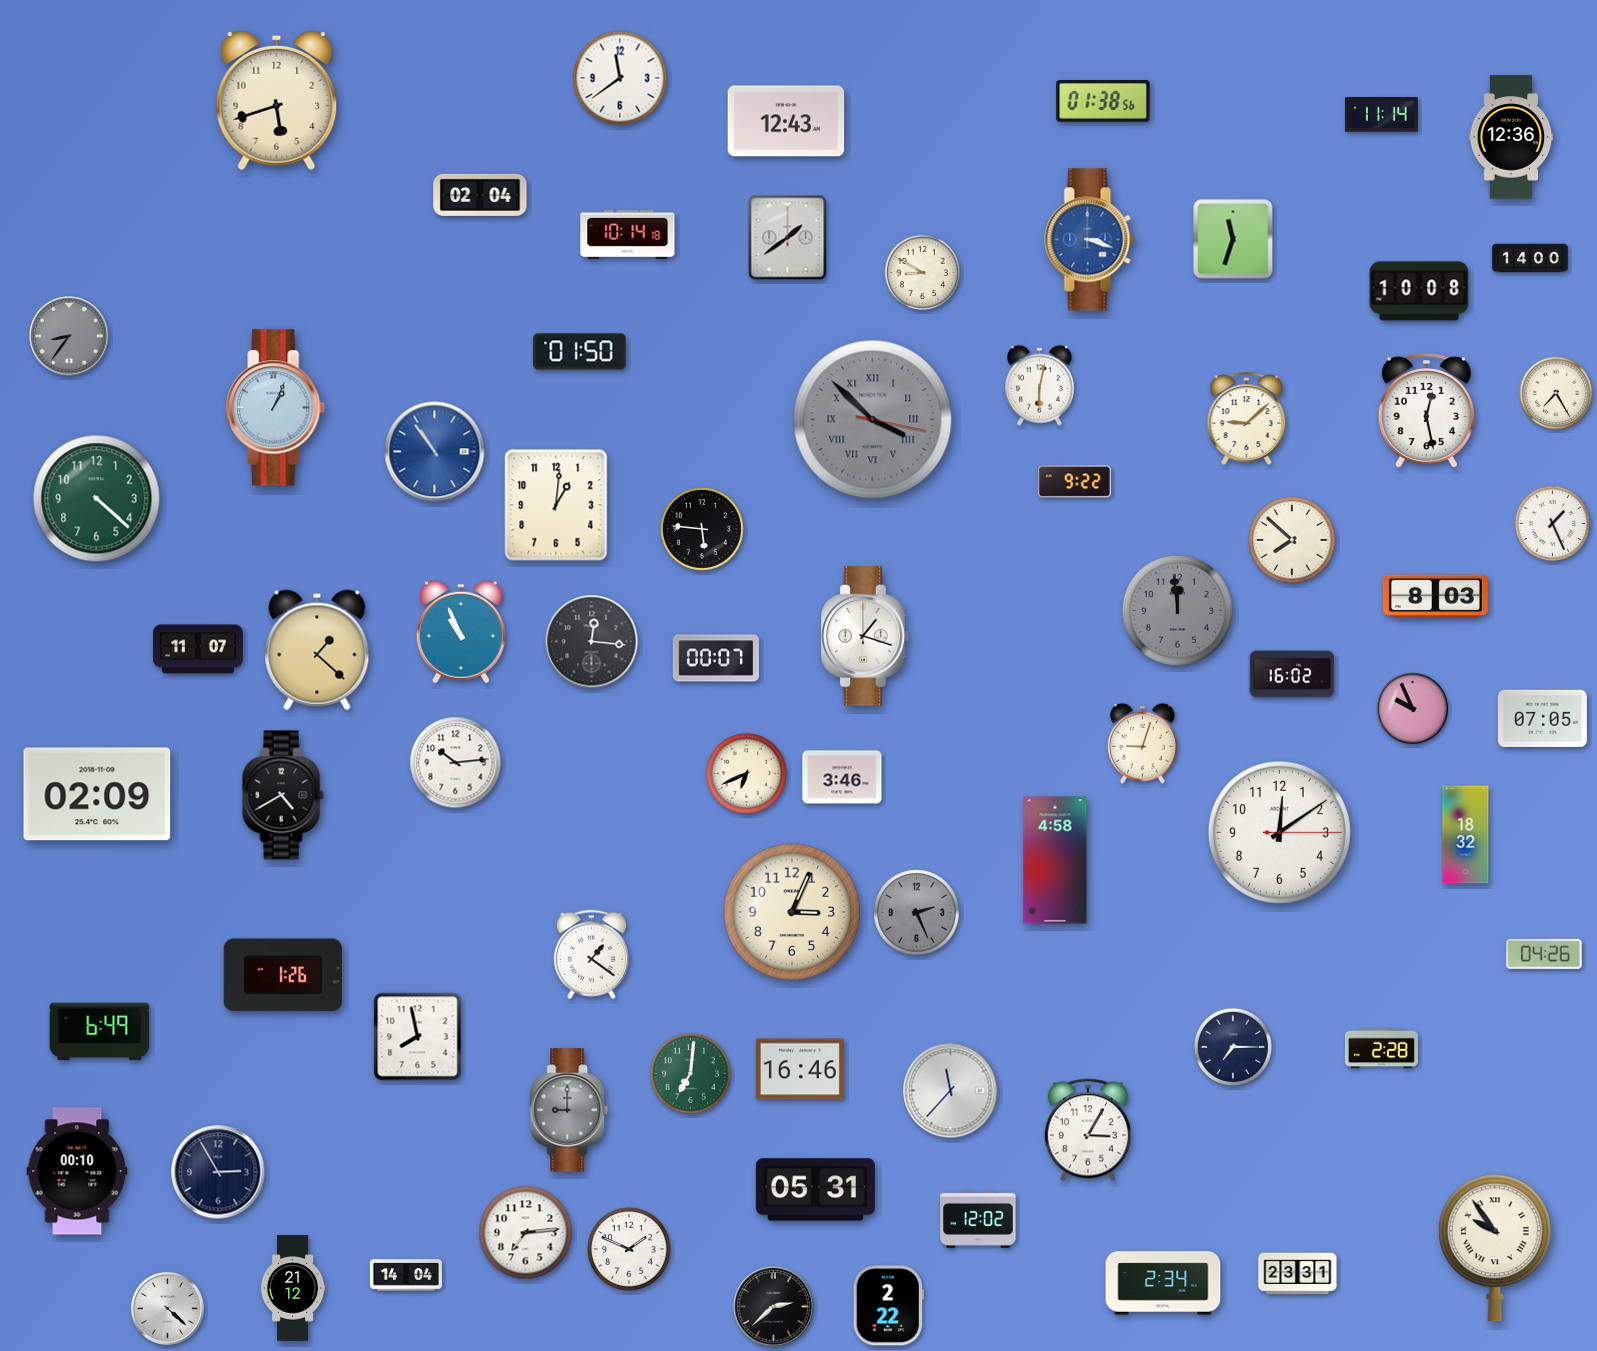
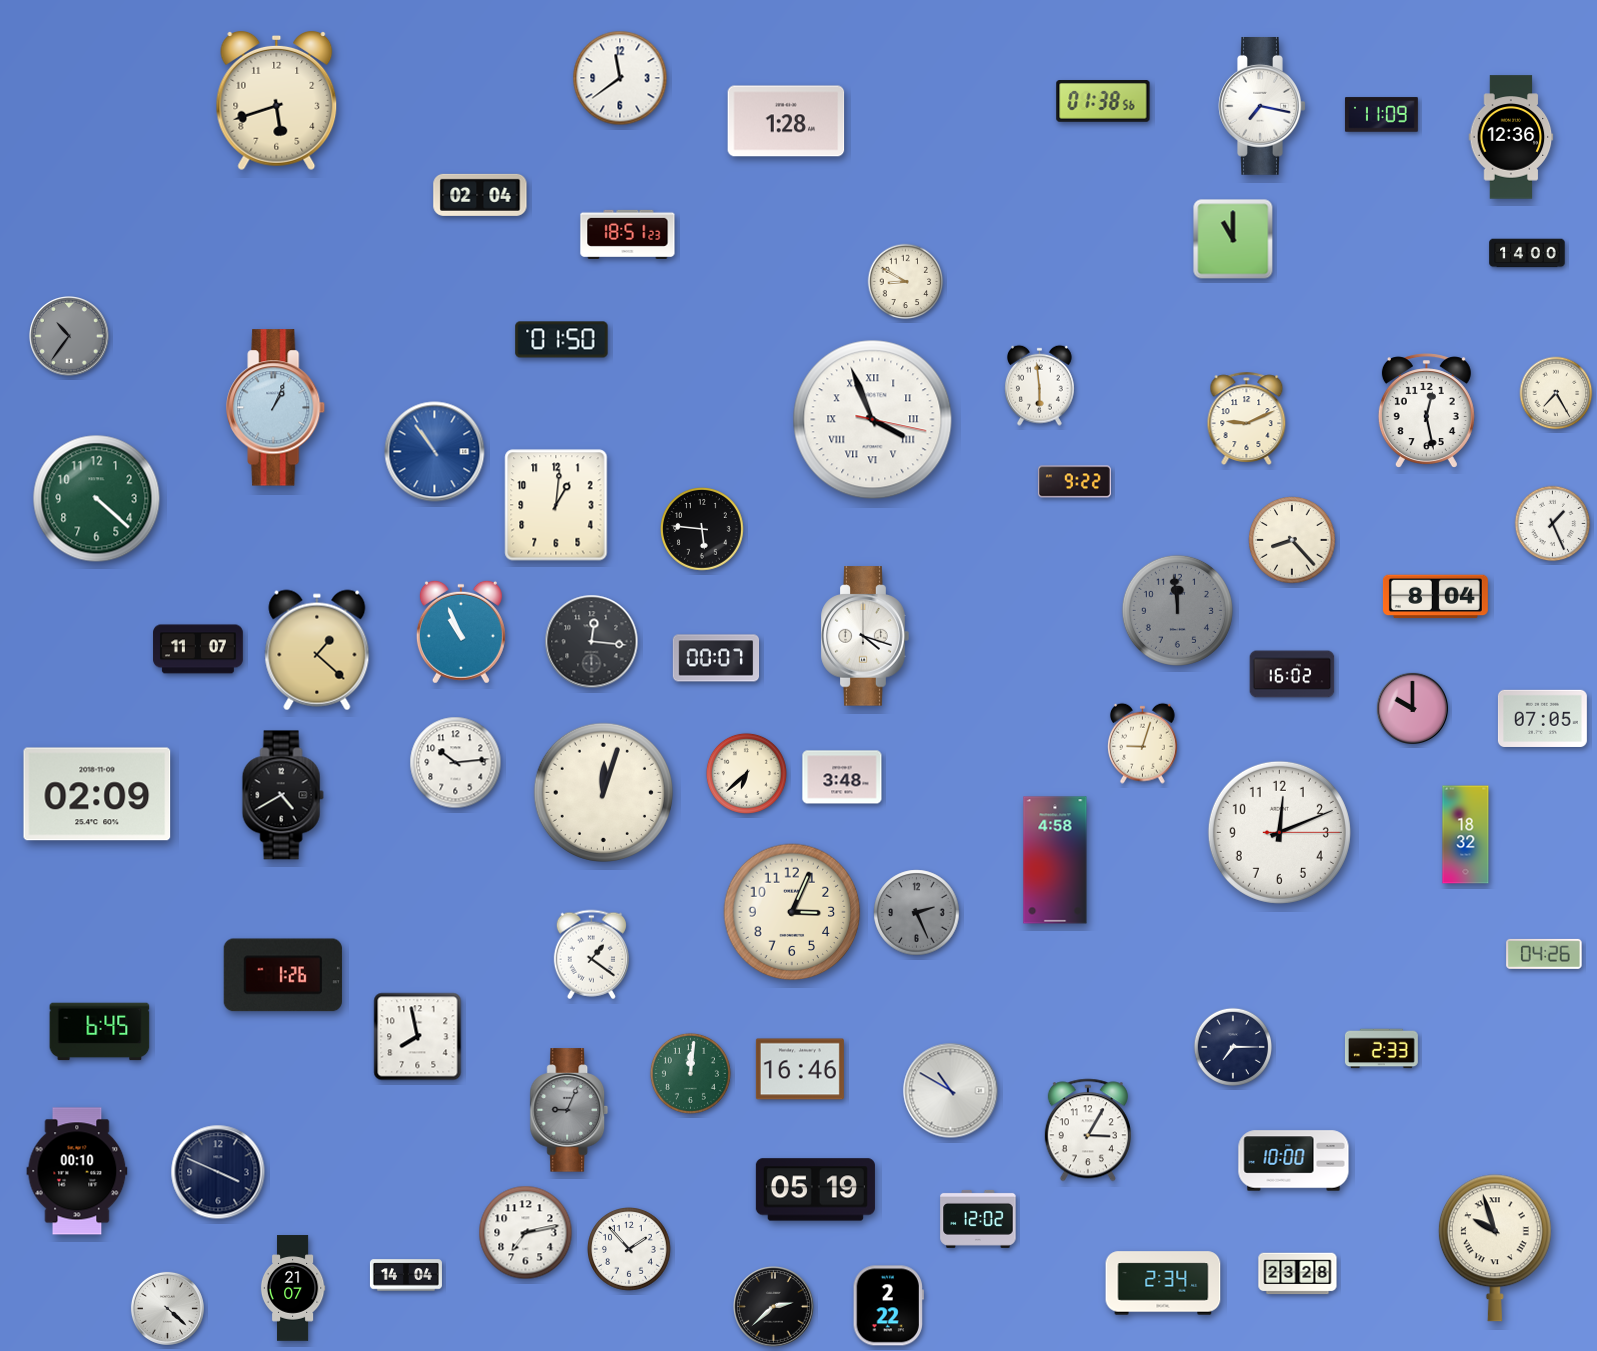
clock at (1262, 106): none -> 7:17
clock at (1381, 115): 11:14 -> 11:09
clock at (786, 121): 12:43 -> 1:28
clock at (628, 234): 10:14 -> 18:51
clock at (788, 238): 1:39 -> none
clock at (1233, 239): 11:33 -> 11:00
clock at (1090, 240): 3:18 -> none
clock at (1530, 258) position: (1530, 258) -> (1527, 253)
clock at (923, 273) position: (923, 273) -> (906, 282)
clock at (1419, 291): 10:08 -> none
clock at (70, 337): 8:36 -> 10:36
clock at (580, 352) position: (580, 352) -> (562, 340)
clock at (1039, 385): 6:02 -> 5:59
clock at (1247, 418): 9:08 -> 9:11
clock at (873, 420): 3:52 -> 3:56
clock at (873, 420) dial: grey -> white
clock at (1292, 540): 7:52 -> 8:23
clock at (1435, 597): 8:03 -> 8:04
clock at (865, 636): 1:18 -> 4:18
clock at (1412, 708): 9:56 -> 10:00
clock at (746, 773): 6:41 -> 6:38
clock at (842, 777): 3:46 -> 3:48
clock at (603, 792): none -> 12:03
clock at (1279, 832): 12:09 -> 12:11
clock at (100, 1032): 6:49 -> 6:45
clock at (1381, 1049): 2:28 -> 2:33
clock at (690, 1073): 7:01 -> 12:01
clock at (951, 1091): 11:37 -> 10:50
clock at (569, 1110): 9:00 -> 9:04
clock at (1294, 1161): none -> 10:00
clock at (218, 1172): 2:55 -> 3:49
clock at (815, 1190): 05:31 -> 05:19
clock at (526, 1233): 7:14 -> 7:13
clock at (1495, 1248): 9:54 -> 9:57
clock at (630, 1250): 1:49 -> 1:53
clock at (1298, 1274): 23:31 -> 23:28
clock at (293, 1288): 21:12 -> 21:07
